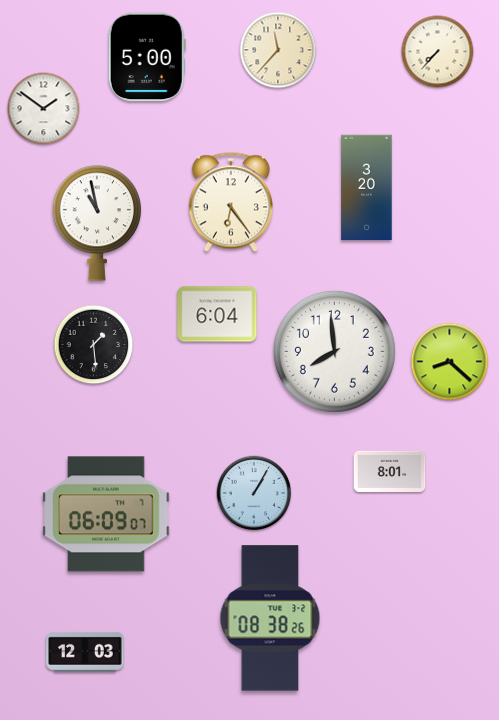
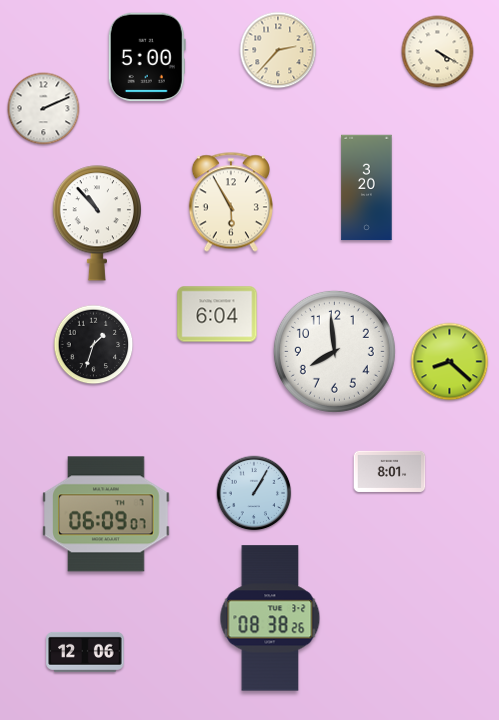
clock at (278, 50): 11:37 -> 2:37
clock at (438, 52): 7:37 -> 4:20
clock at (44, 109): 1:51 -> 2:11
clock at (231, 202): 6:24 -> 5:55
clock at (96, 223): 10:58 -> 10:53
clock at (94, 345): 1:29 -> 1:33
clock at (85, 652): 12:03 -> 12:06
